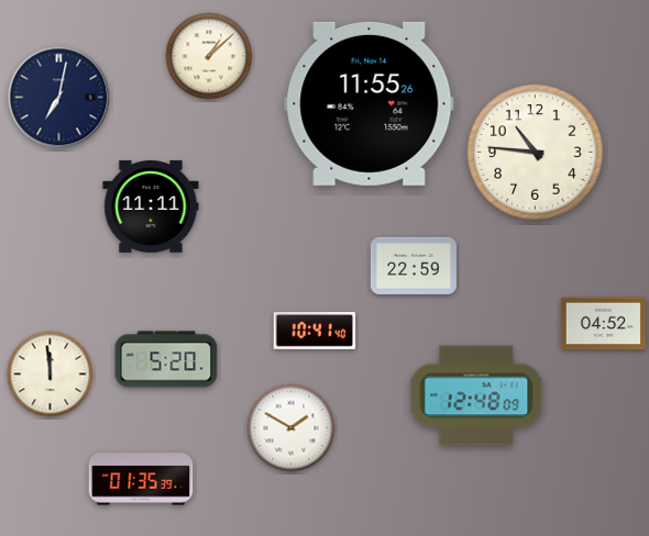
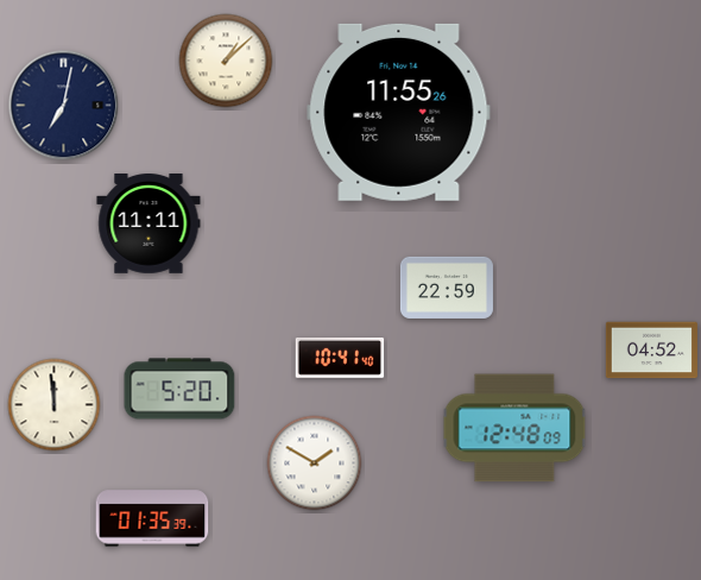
clock at (536, 153): 10:46 -> none
clock at (151, 208) position: (151, 208) -> (149, 225)
